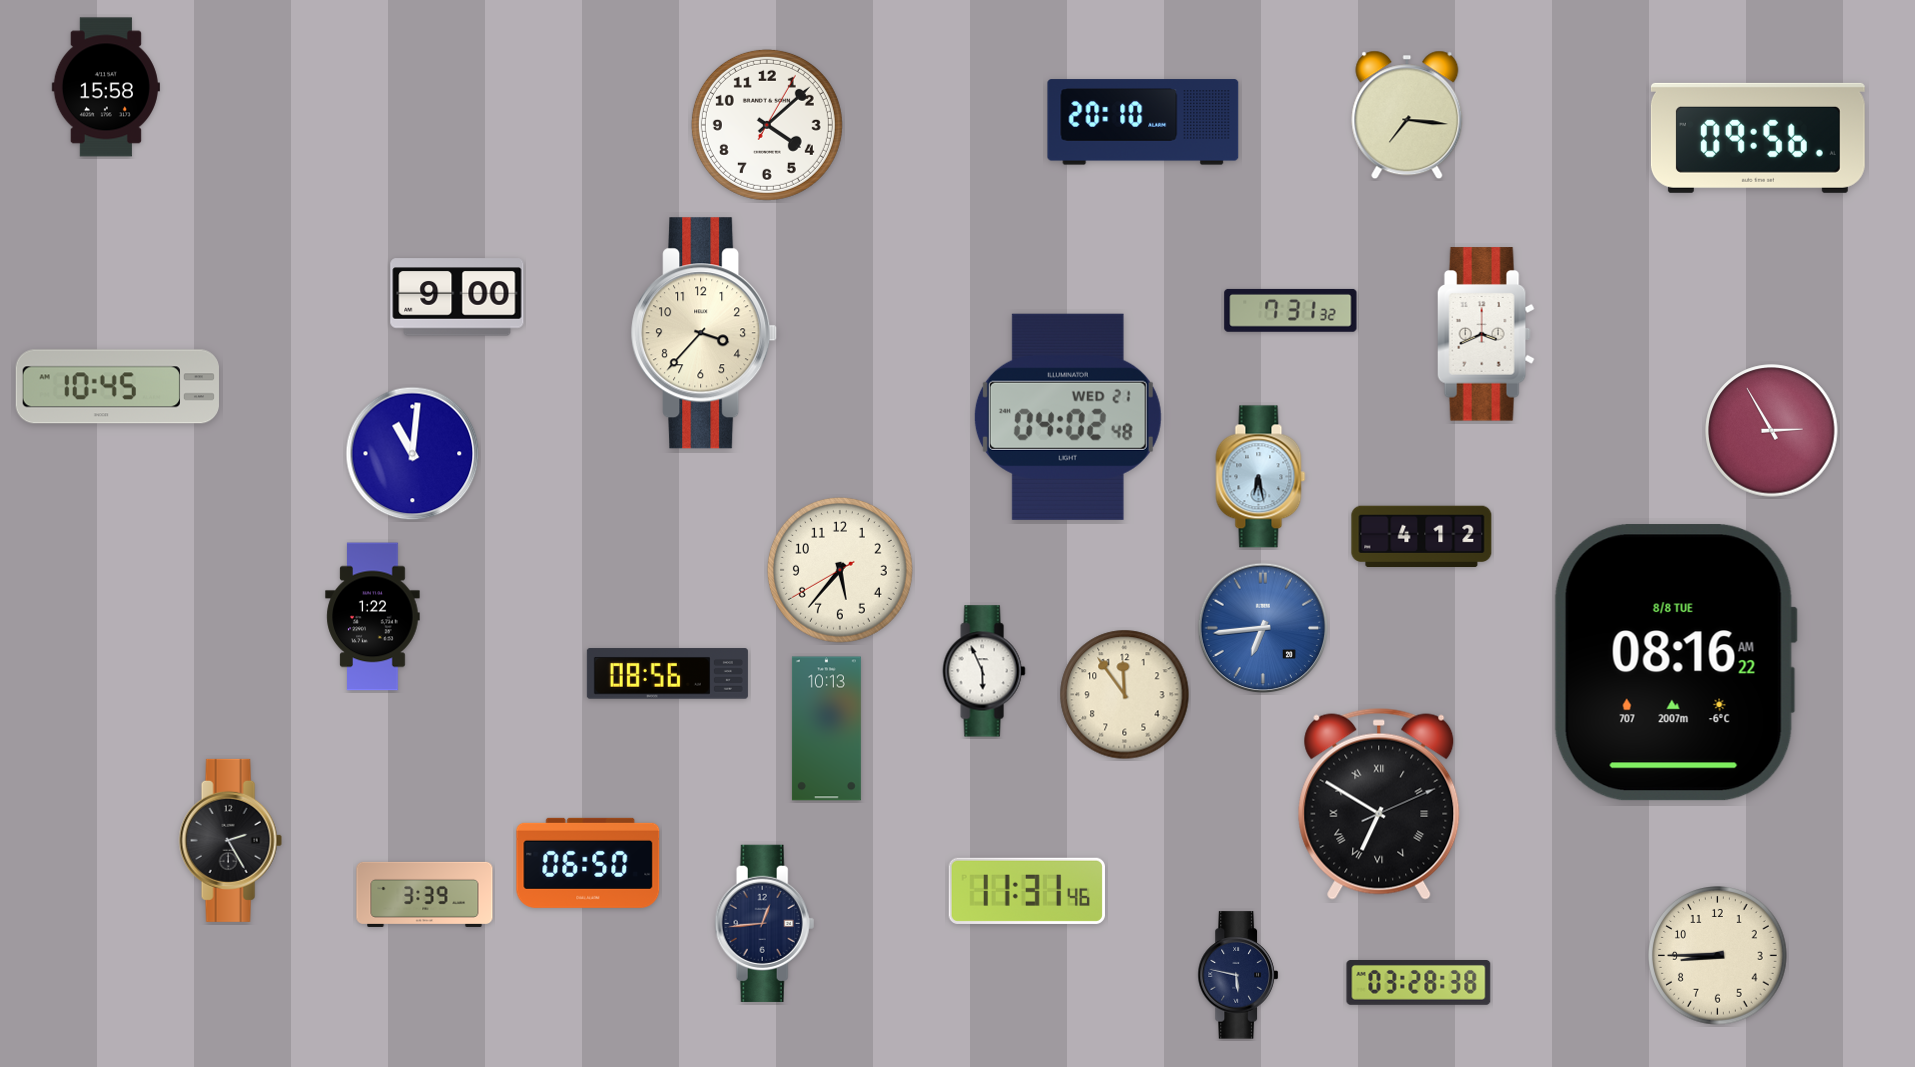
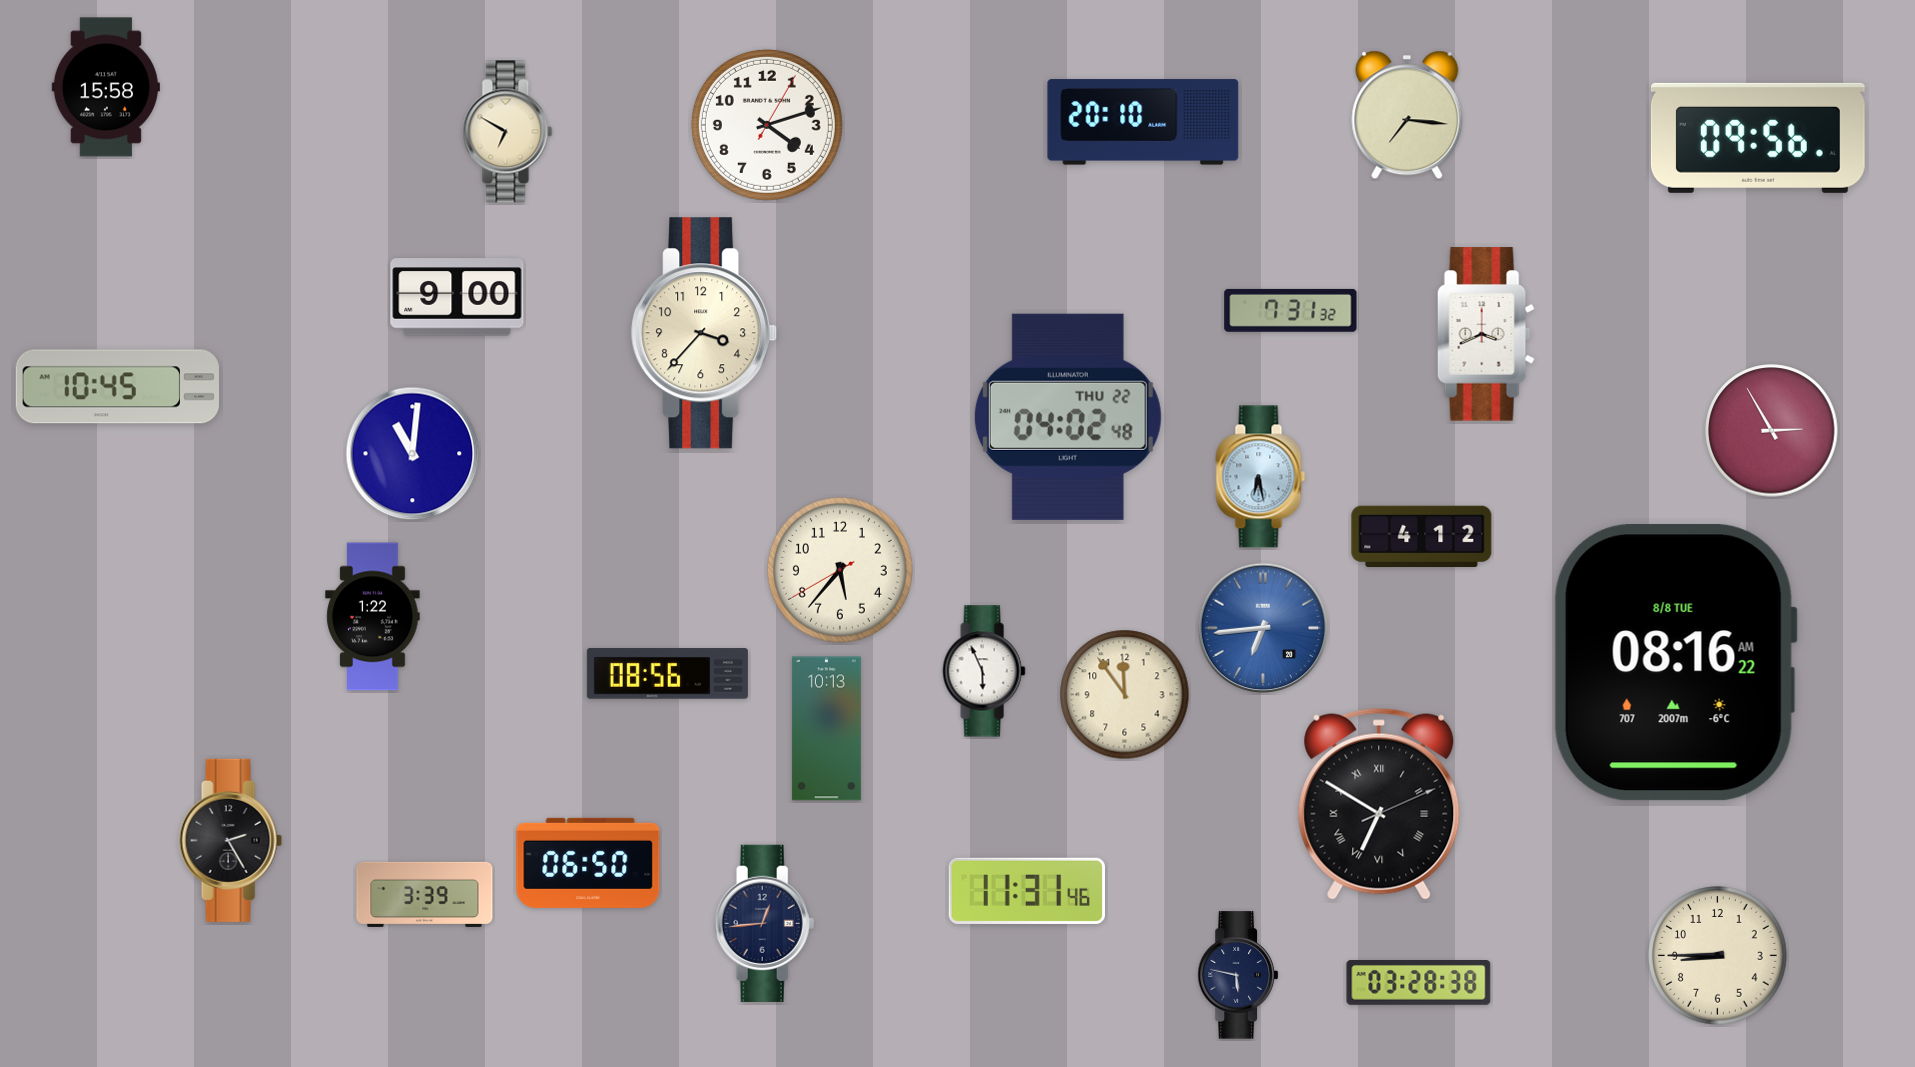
clock at (767, 125): 4:08 -> 4:12
clock at (508, 132): none -> 6:50
clock at (1068, 417) date: WED 21 -> THU 22
